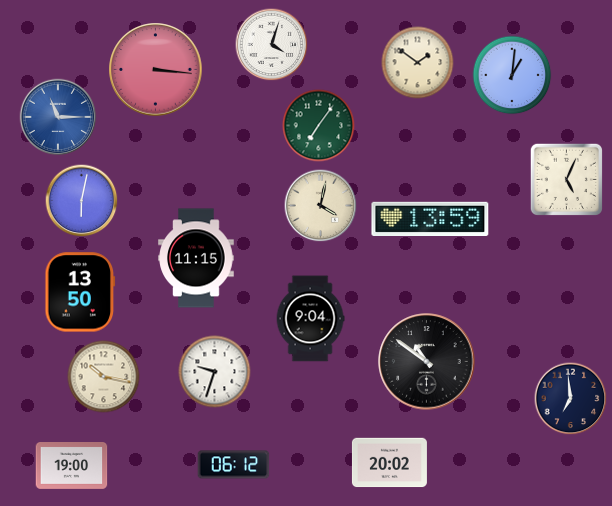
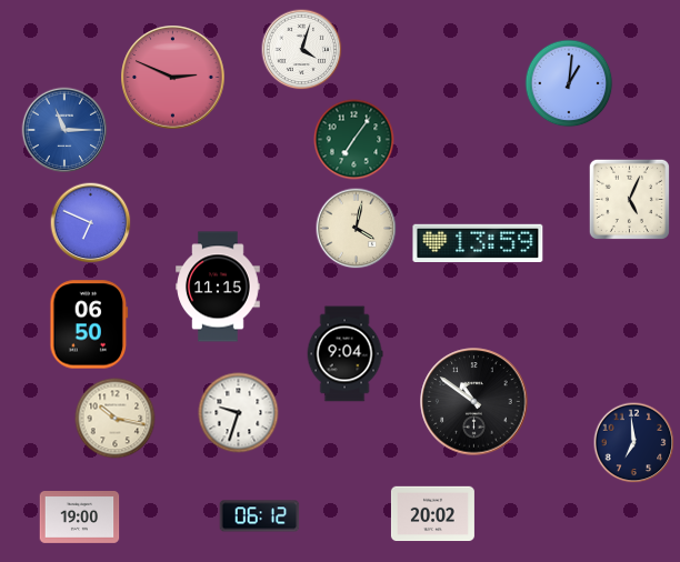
clock at (418, 63): 1:51 -> none
clock at (156, 70): 3:16 -> 2:49
clock at (82, 201): 6:02 -> 6:49
clock at (80, 292): 13:50 -> 06:50
